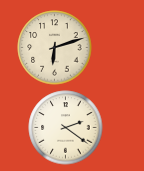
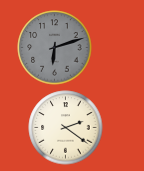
clock at (55, 48) dial: cream -> grey
